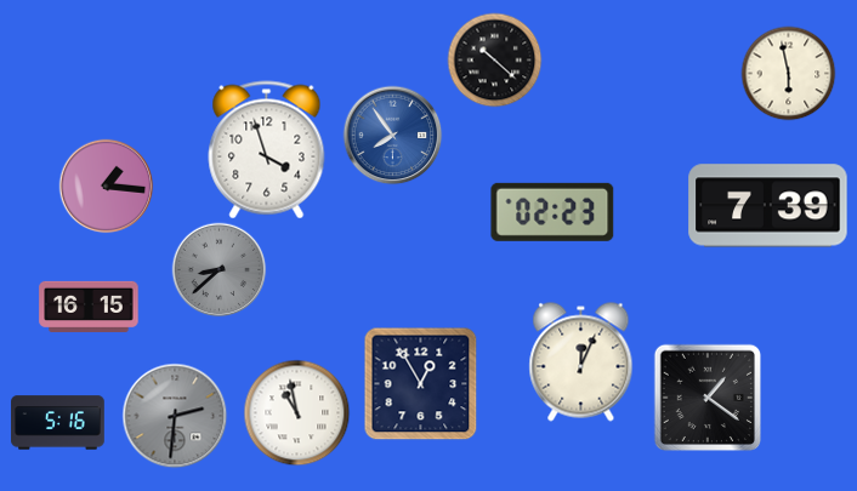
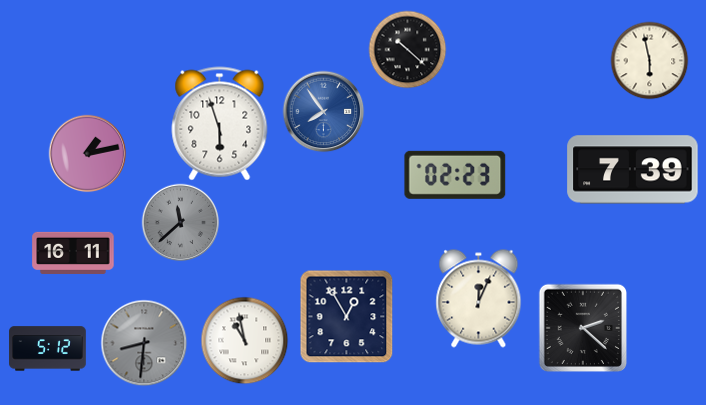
clock at (267, 150): 3:57 -> 5:57
clock at (106, 185): 1:16 -> 1:13
clock at (218, 269): 8:38 -> 11:38
clock at (89, 307): 16:15 -> 16:11
clock at (706, 396): 1:21 -> 2:22
clock at (175, 416): 2:31 -> 8:31
clock at (58, 423): 5:16 -> 5:12
